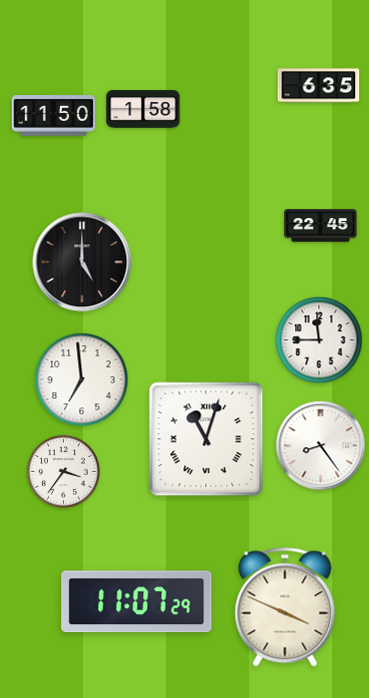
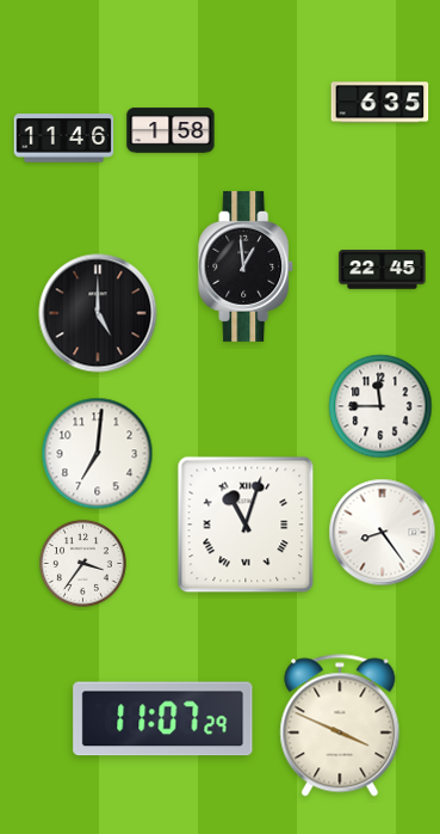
clock at (54, 116): 11:50 -> 11:46
clock at (247, 266): none -> 12:59
clock at (82, 380): 6:59 -> 7:01
clock at (63, 471) position: (63, 471) -> (82, 563)
